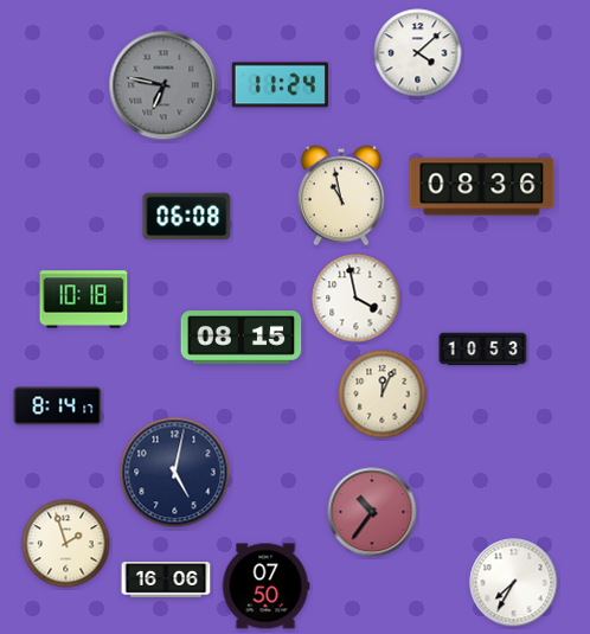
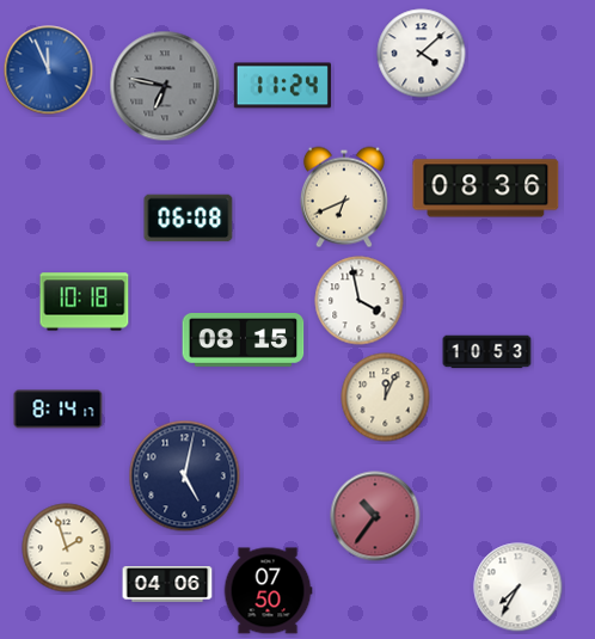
clock at (49, 70): none -> 11:56
clock at (341, 196): 10:58 -> 6:41
clock at (175, 473) position: (175, 473) -> (185, 477)
clock at (166, 579): 16:06 -> 04:06
